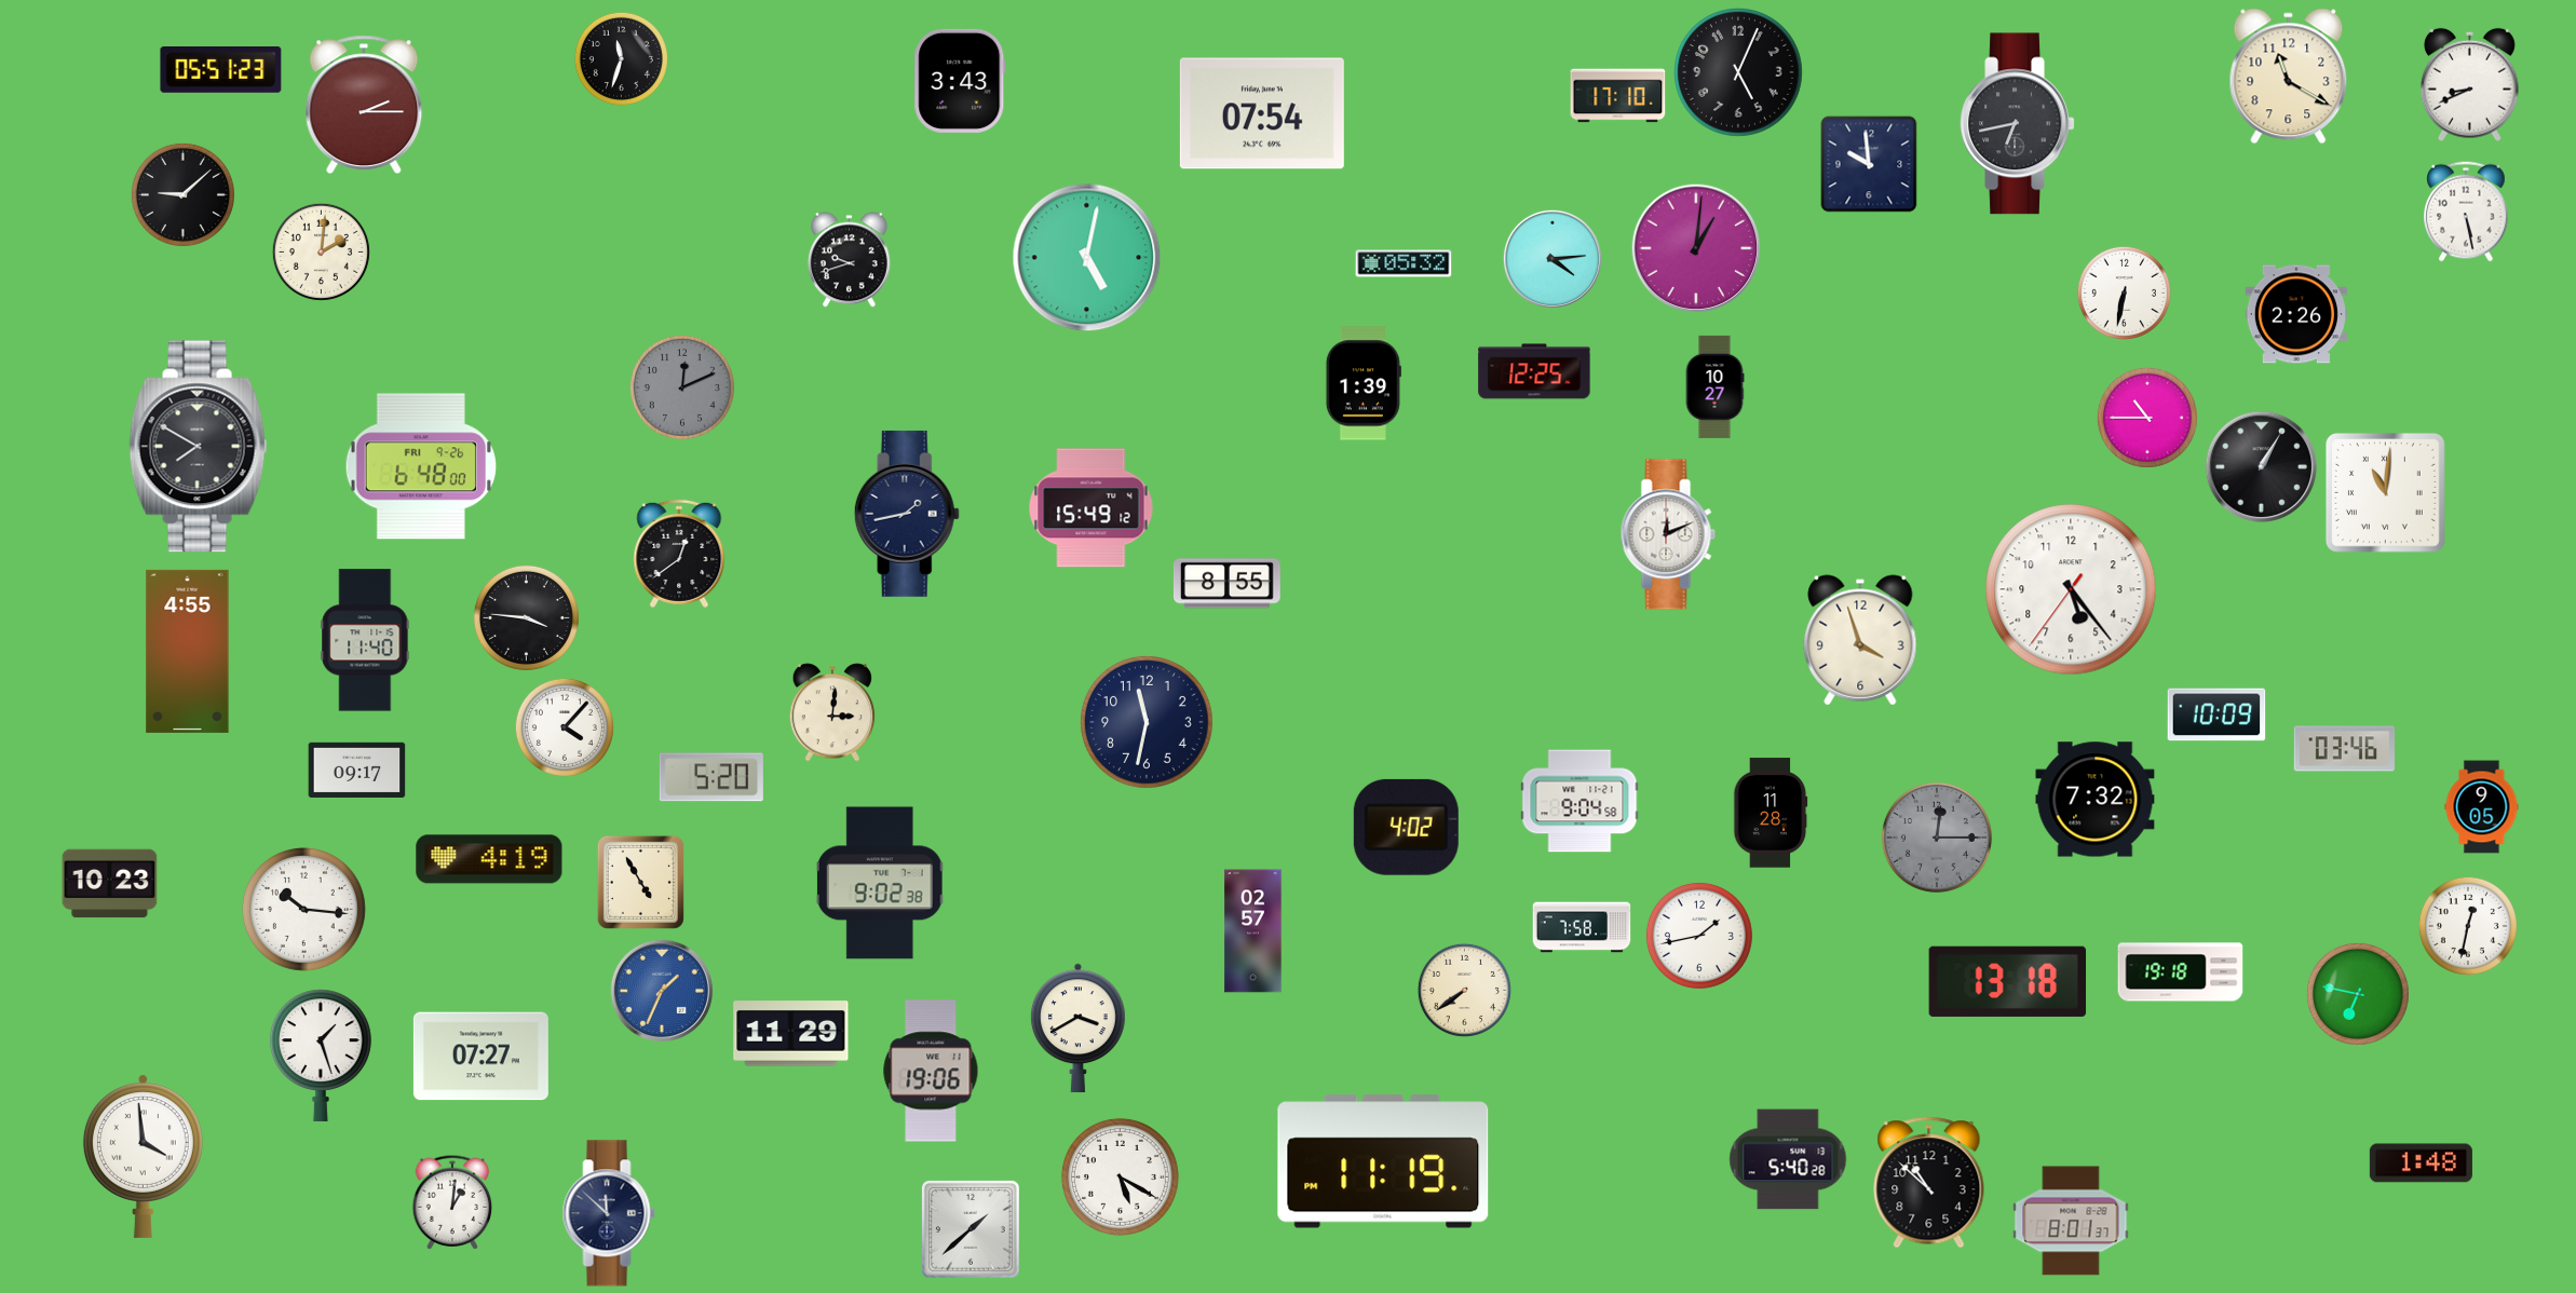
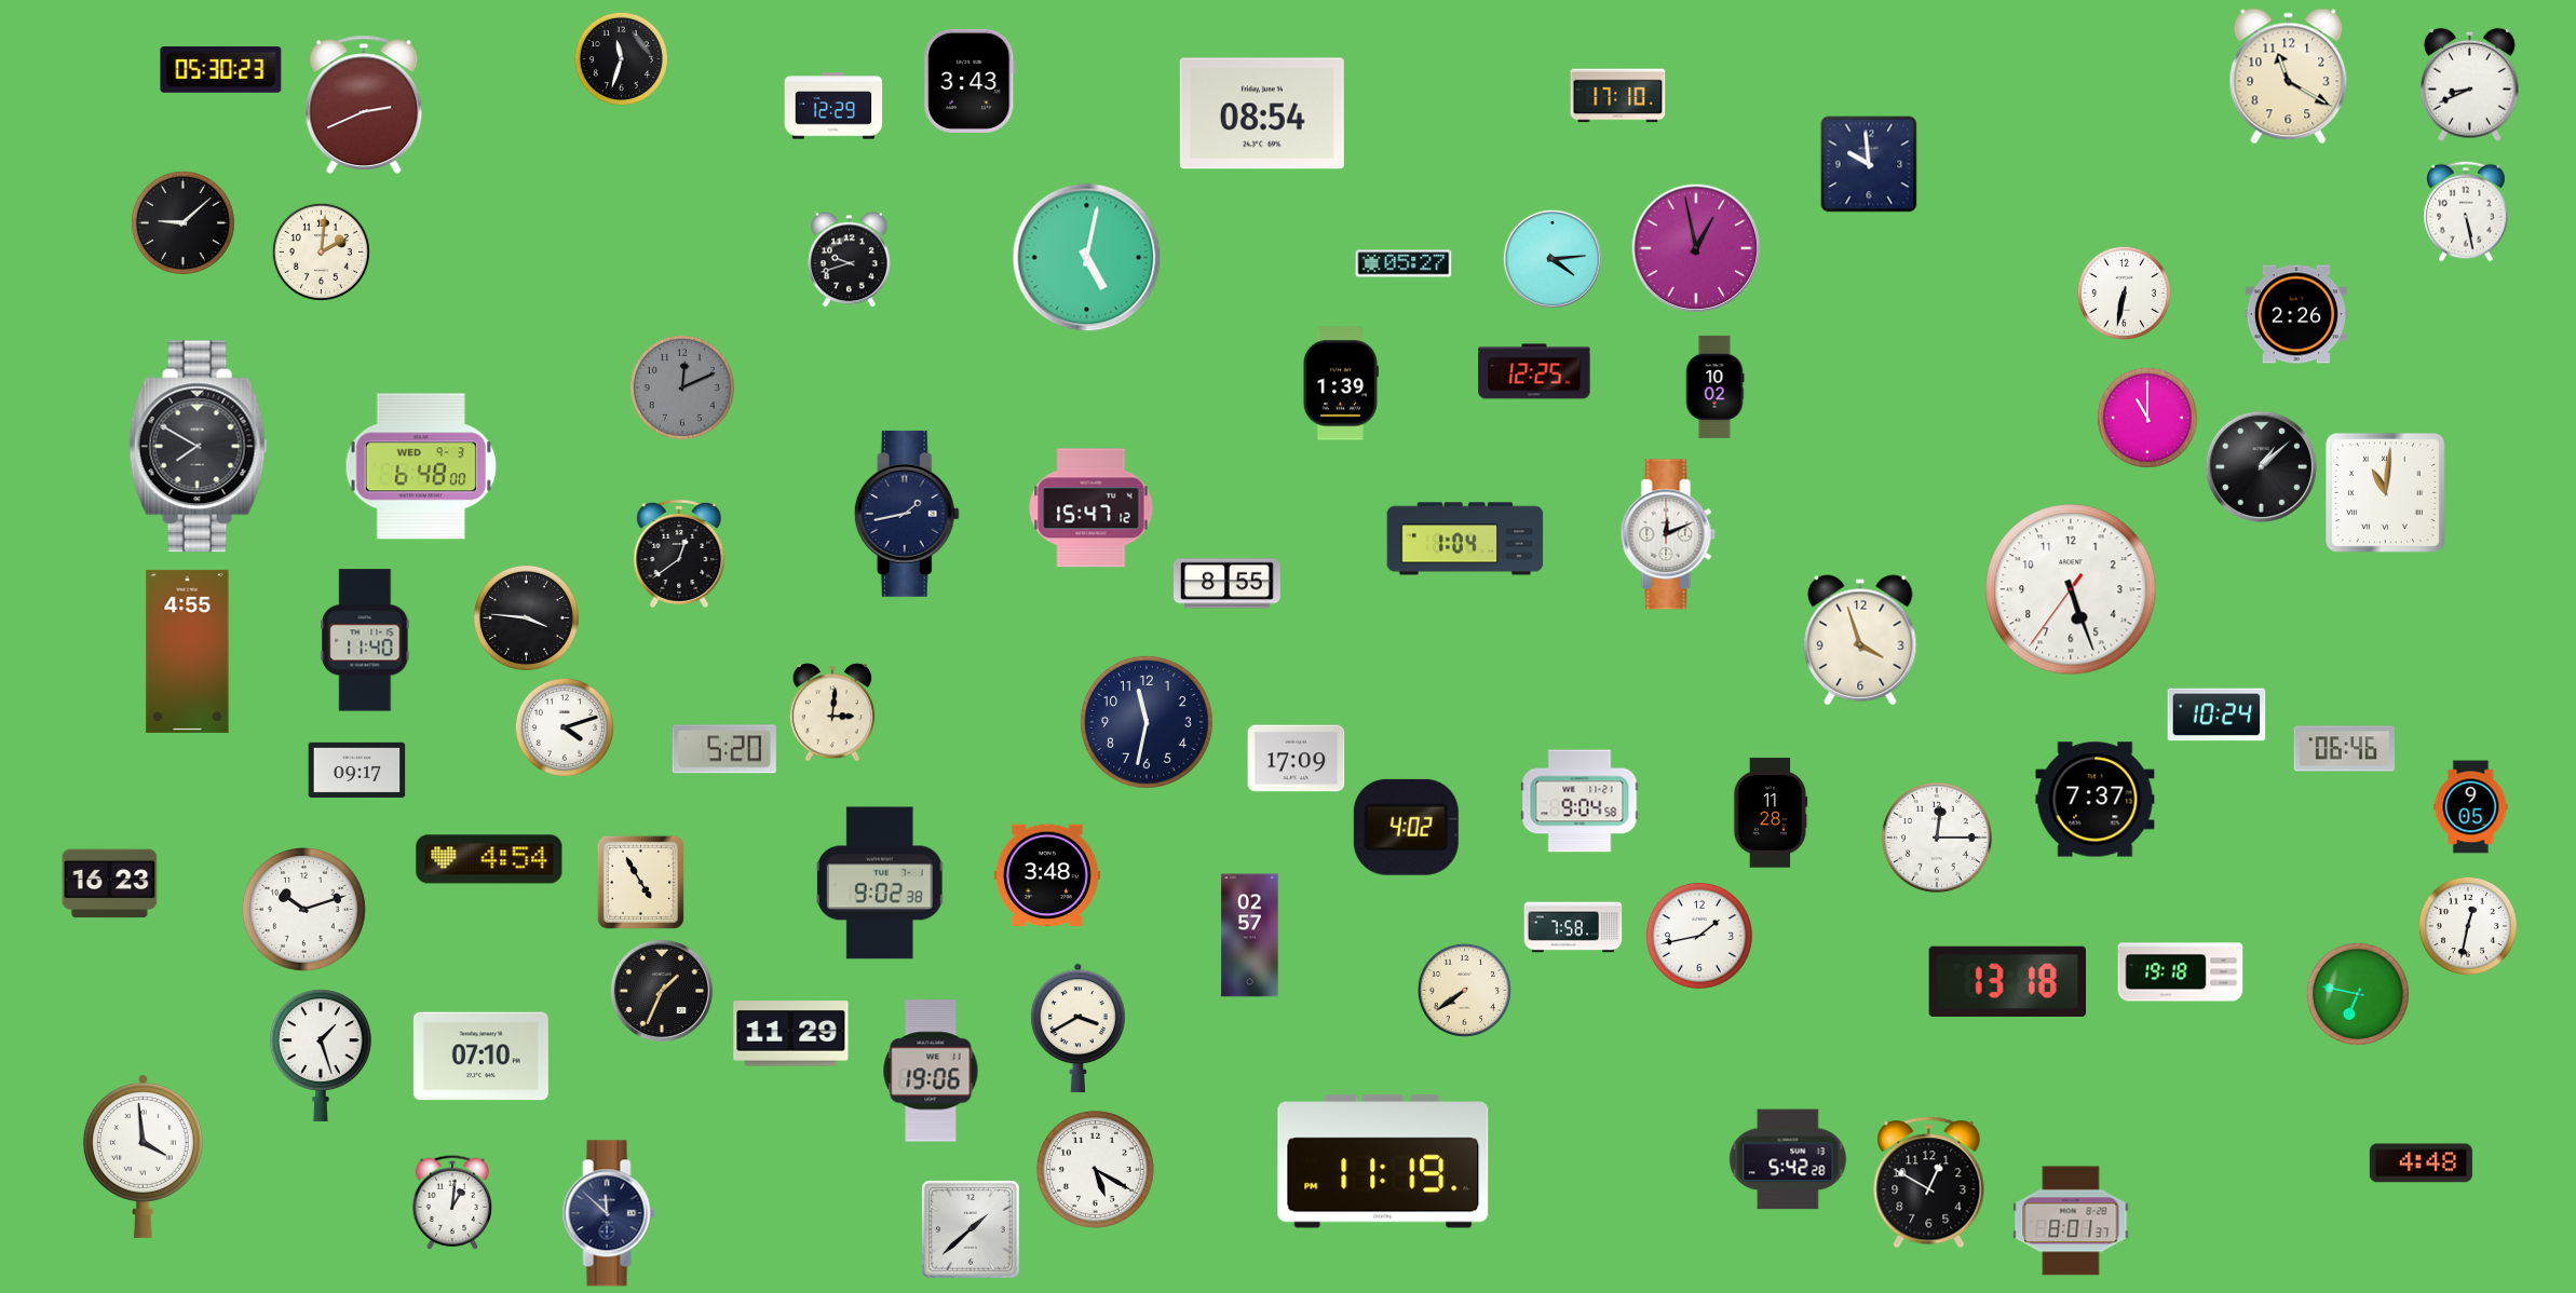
clock at (221, 70): 05:51 -> 05:30
clock at (1739, 73): 5:04 -> none
clock at (960, 81) position: (960, 81) -> (970, 81)
clock at (364, 105): 2:15 -> 2:41
clock at (833, 106): none -> 12:29
clock at (1262, 113): 07:54 -> 08:54
clock at (2018, 124): 6:43 -> none
clock at (182, 194) position: (182, 194) -> (182, 222)
clock at (1696, 248): 1:01 -> 12:58
clock at (1404, 263): 05:32 -> 05:27
clock at (1364, 383) position: (1364, 383) -> (1341, 383)
clock at (1714, 386): 10:27 -> 10:02
clock at (2147, 418): 10:45 -> 11:00
clock at (420, 466) date: FRI 9-26 -> WED 9-3
clock at (2261, 466): 1:05 -> 1:08
clock at (1092, 508): 15:49 -> 15:47
clock at (1465, 539): none -> 1:04
clock at (2071, 589): 5:23 -> 5:26
clock at (2216, 714): 10:09 -> 10:24
clock at (565, 727): 4:07 -> 4:12
clock at (2344, 749): 03:46 -> 06:46
clock at (1297, 759): none -> 17:09
clock at (711, 777) position: (711, 777) -> (724, 749)
clock at (2096, 800): 7:32 -> 7:37
clock at (2482, 807) position: (2482, 807) -> (2471, 807)
clock at (1937, 838) dial: grey -> white
clock at (489, 859): 4:19 -> 4:54
clock at (1047, 875): none -> 3:48
clock at (110, 884): 10:23 -> 16:23
clock at (303, 909): 10:16 -> 10:12
clock at (1582, 927) position: (1582, 927) -> (1573, 927)
clock at (1253, 931) position: (1253, 931) -> (1250, 936)
clock at (662, 991) dial: blue -> black
clock at (480, 1057): 07:27 -> 07:10
clock at (1788, 1159): 5:40 -> 5:42
clock at (2421, 1163): 1:48 -> 4:48
clock at (1120, 1176) position: (1120, 1176) -> (1095, 1169)
clock at (1929, 1183): 10:52 -> 12:50
